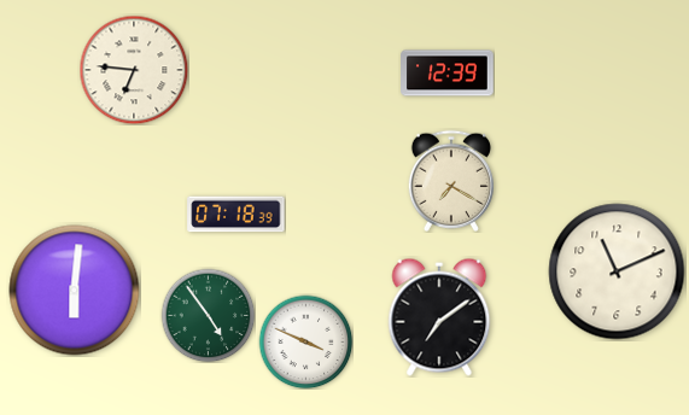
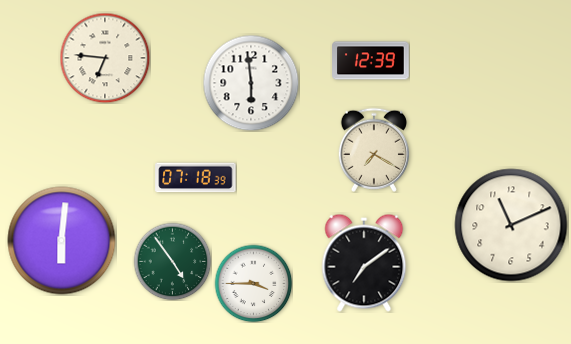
clock at (134, 70) position: (134, 70) -> (105, 58)
clock at (251, 83): none -> 5:59
clock at (305, 341): 3:49 -> 3:45
